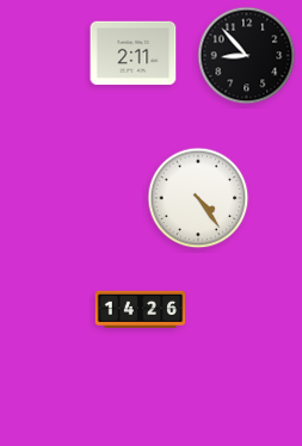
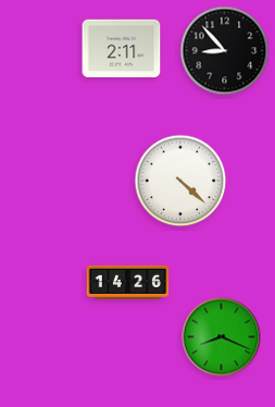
clock at (198, 198): 4:24 -> 4:22
clock at (222, 337): none -> 8:19
